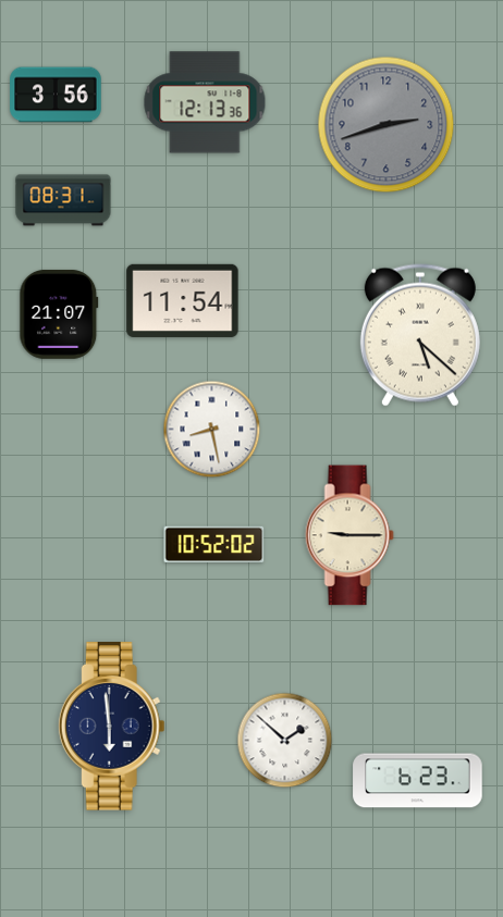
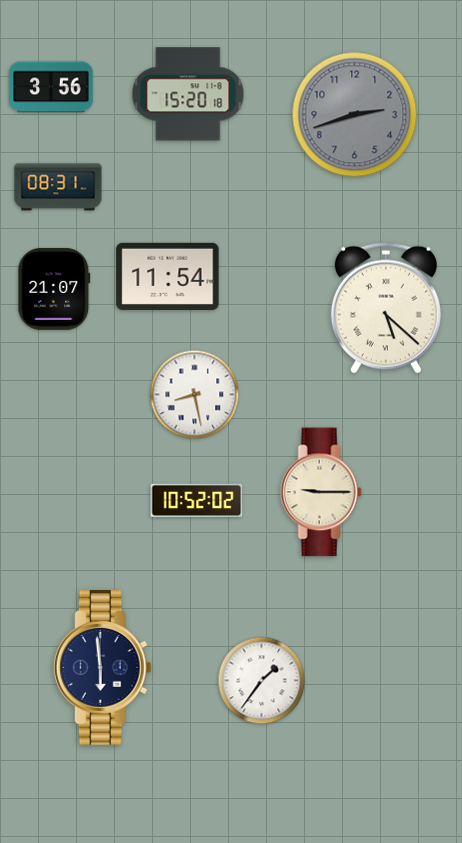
clock at (205, 102): 12:13 -> 15:20
clock at (63, 200) position: (63, 200) -> (58, 187)
clock at (285, 741): 1:52 -> 1:36
clock at (418, 781): 6:23 -> none
